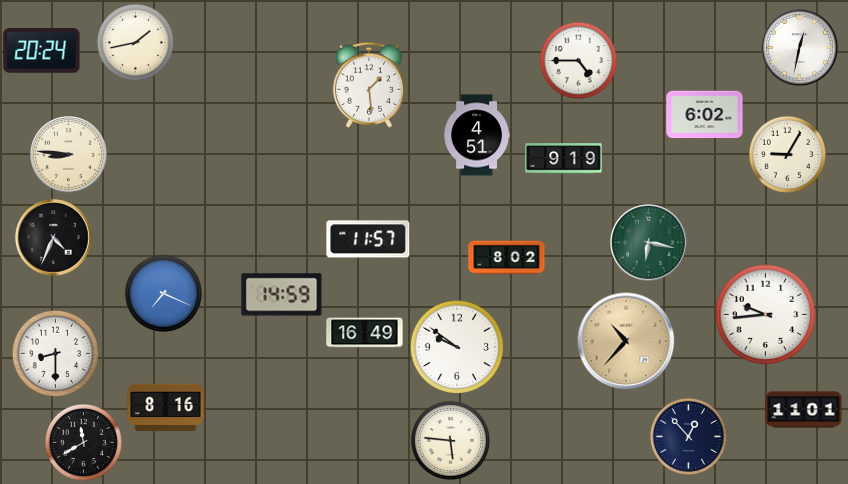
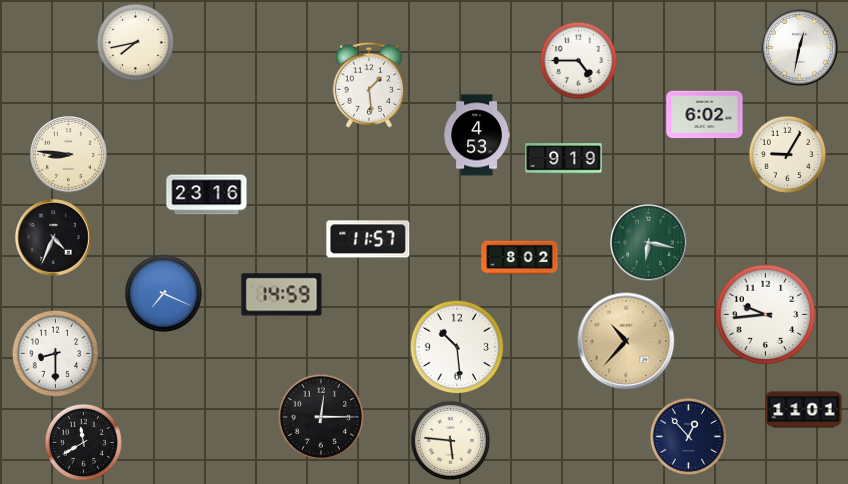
clock at (135, 42): 1:43 -> 7:43
clock at (42, 51): 20:24 -> none
clock at (476, 135): 4:51 -> 4:53
clock at (207, 195): none -> 23:16
clock at (507, 258) position: (507, 258) -> (520, 258)
clock at (365, 333): 16:49 -> none
clock at (457, 347): 9:51 -> 10:29
clock at (166, 408): 8:16 -> none
clock at (320, 416): none -> 12:15
